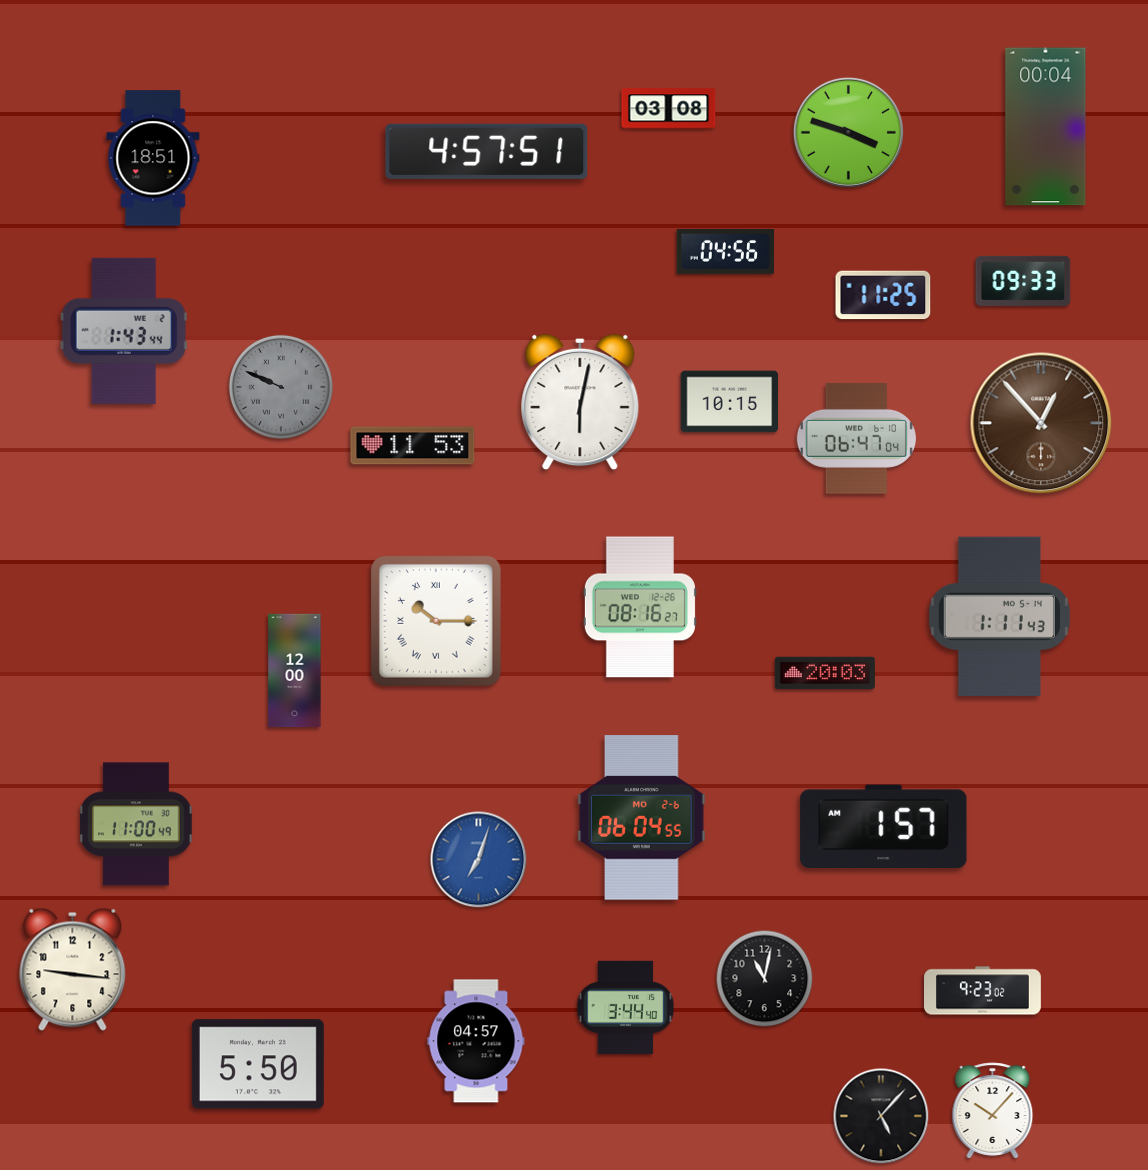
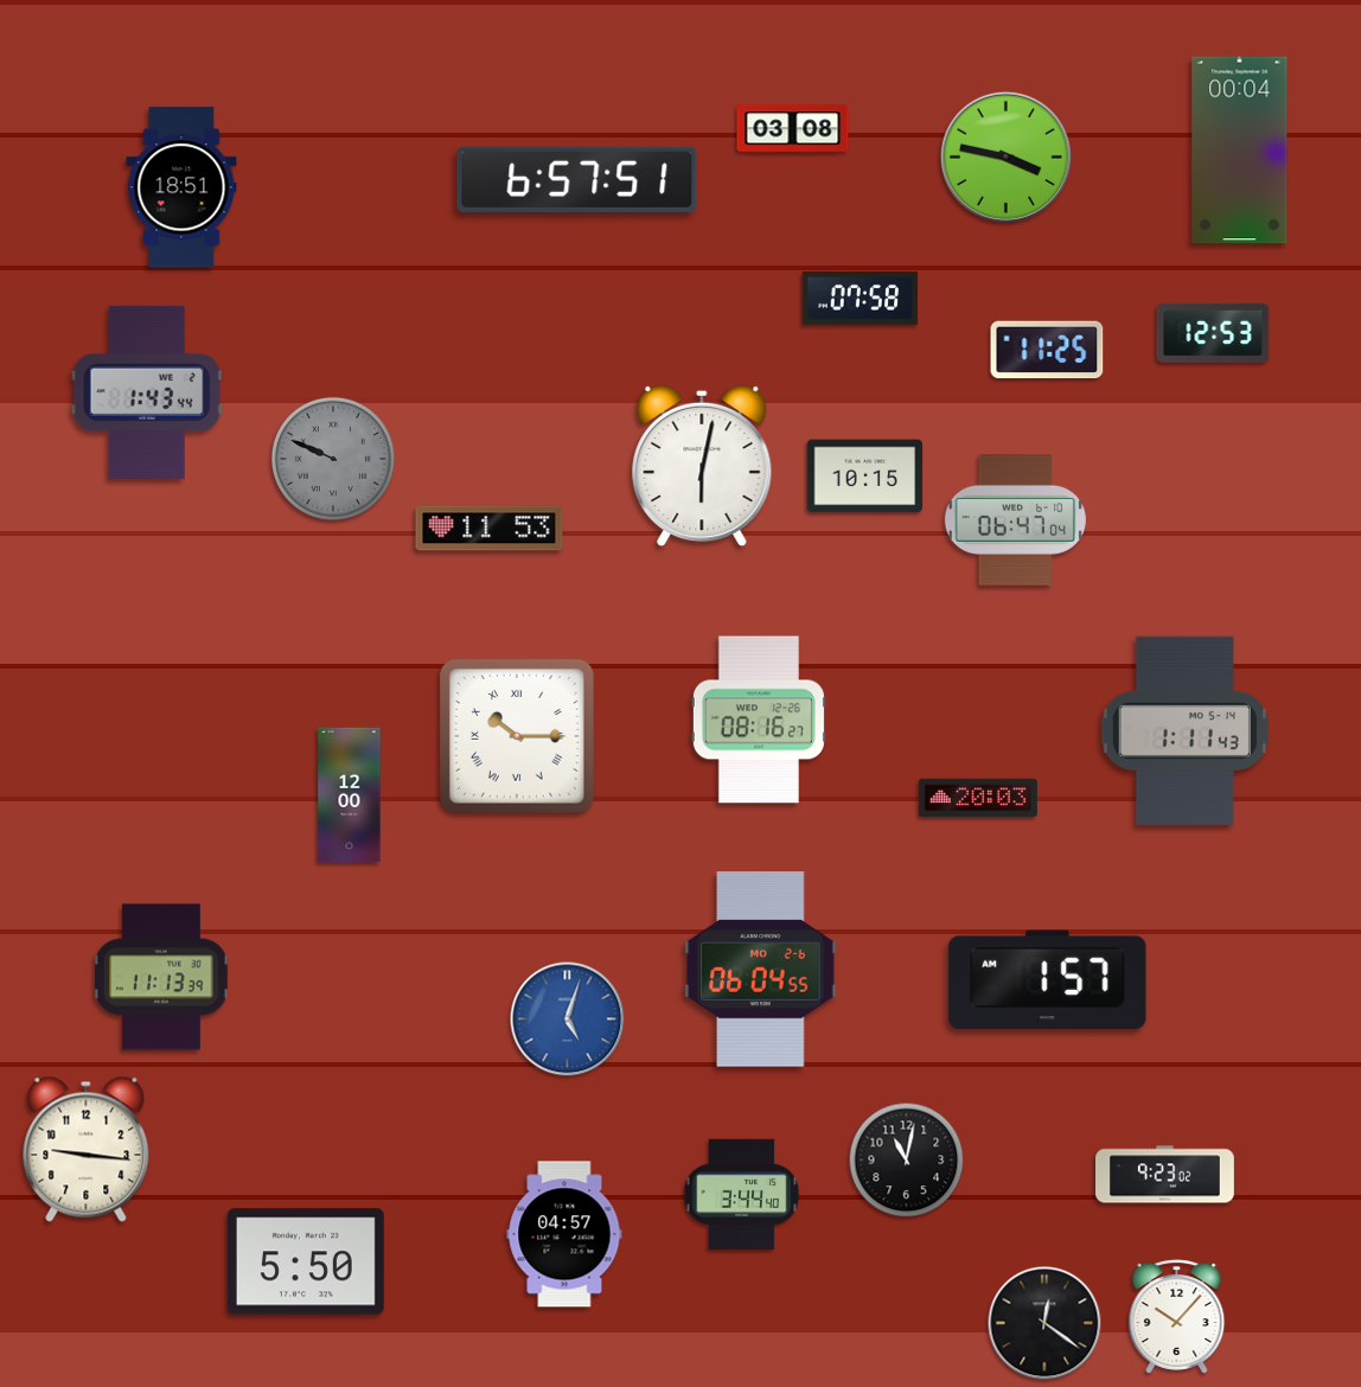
clock at (848, 132): 3:48 -> 3:47
clock at (487, 151): 4:57 -> 6:57
clock at (726, 251): 04:56 -> 07:58
clock at (1023, 281): 09:33 -> 12:53
clock at (580, 402) position: (580, 402) -> (702, 466)
clock at (1041, 423): 12:53 -> none
clock at (136, 824): 11:00 -> 11:13
clock at (479, 860): 7:03 -> 5:03
clock at (881, 1116): 5:07 -> 12:21
